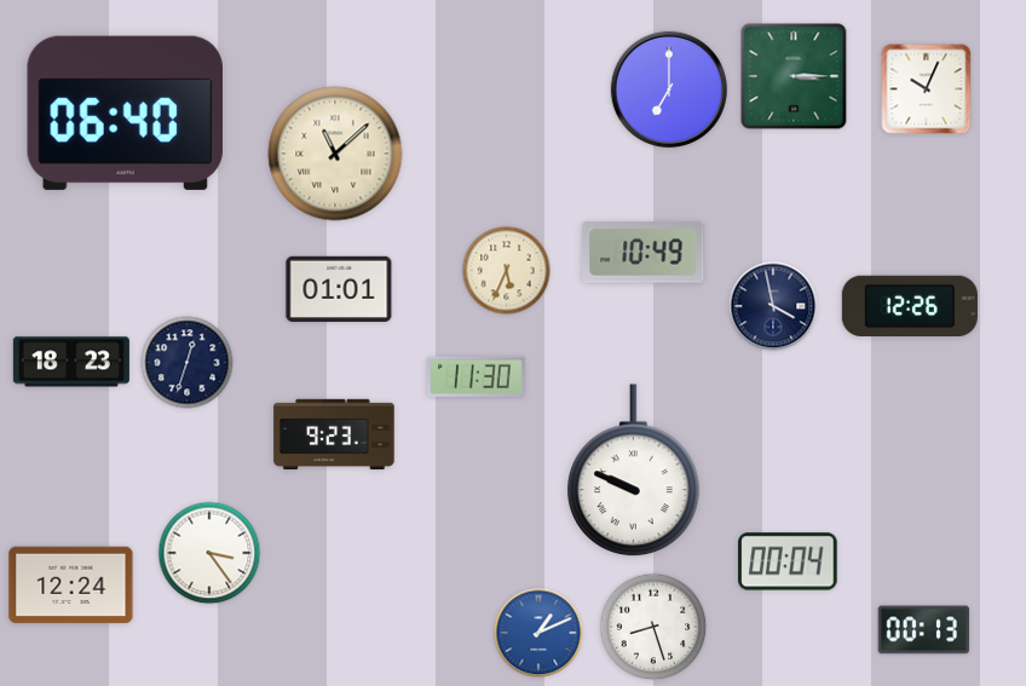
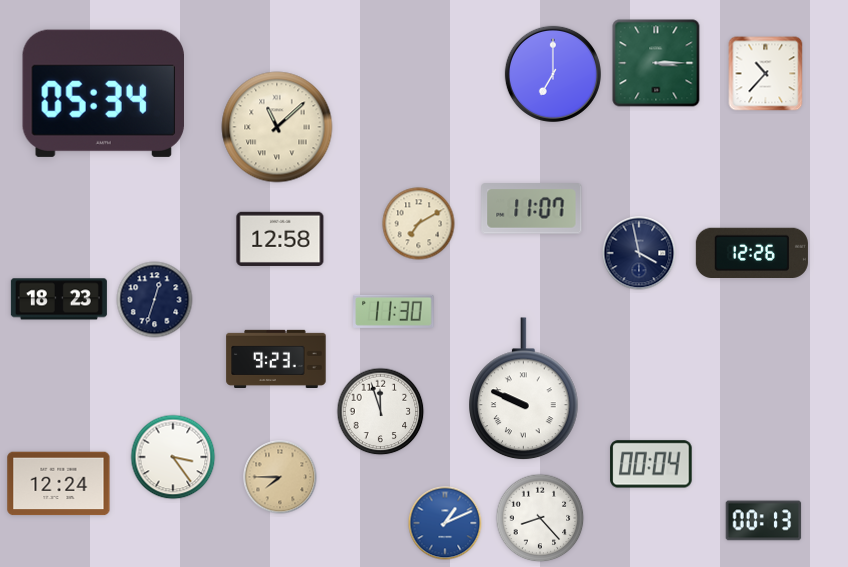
clock at (927, 90): 10:04 -> 10:37
clock at (125, 113): 06:40 -> 05:34
clock at (644, 253): 10:49 -> 11:07
clock at (507, 271): 5:34 -> 7:10
clock at (339, 289): 01:01 -> 12:58
clock at (381, 412): none -> 11:57
clock at (280, 477): none -> 7:45
clock at (653, 627): 8:27 -> 8:23
